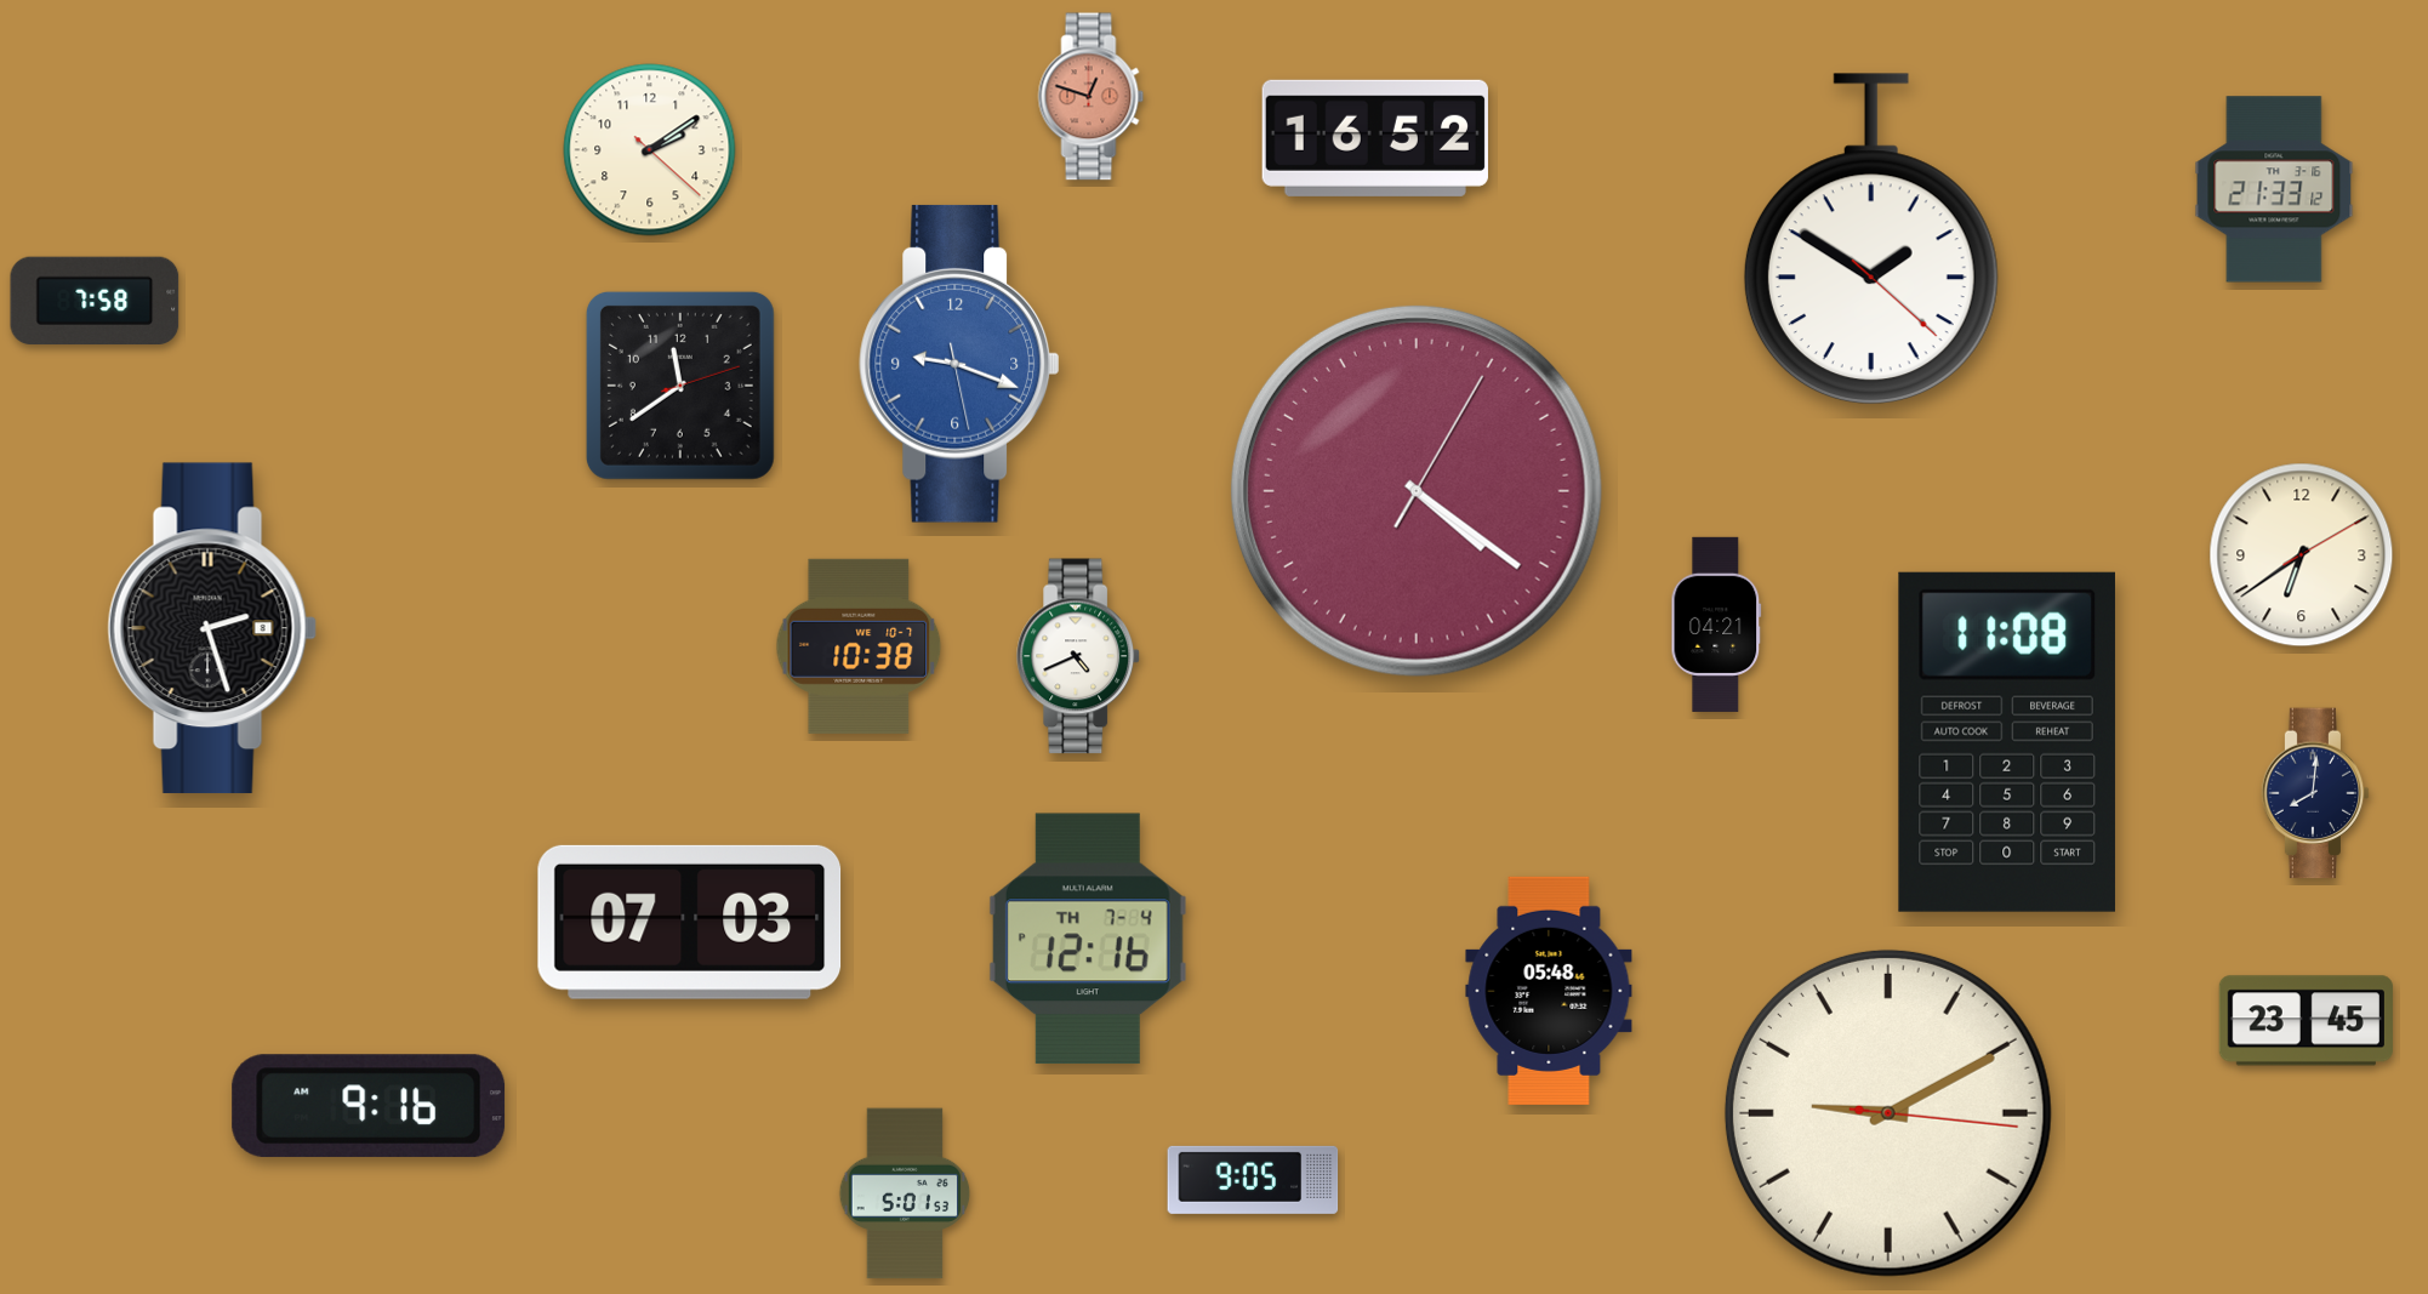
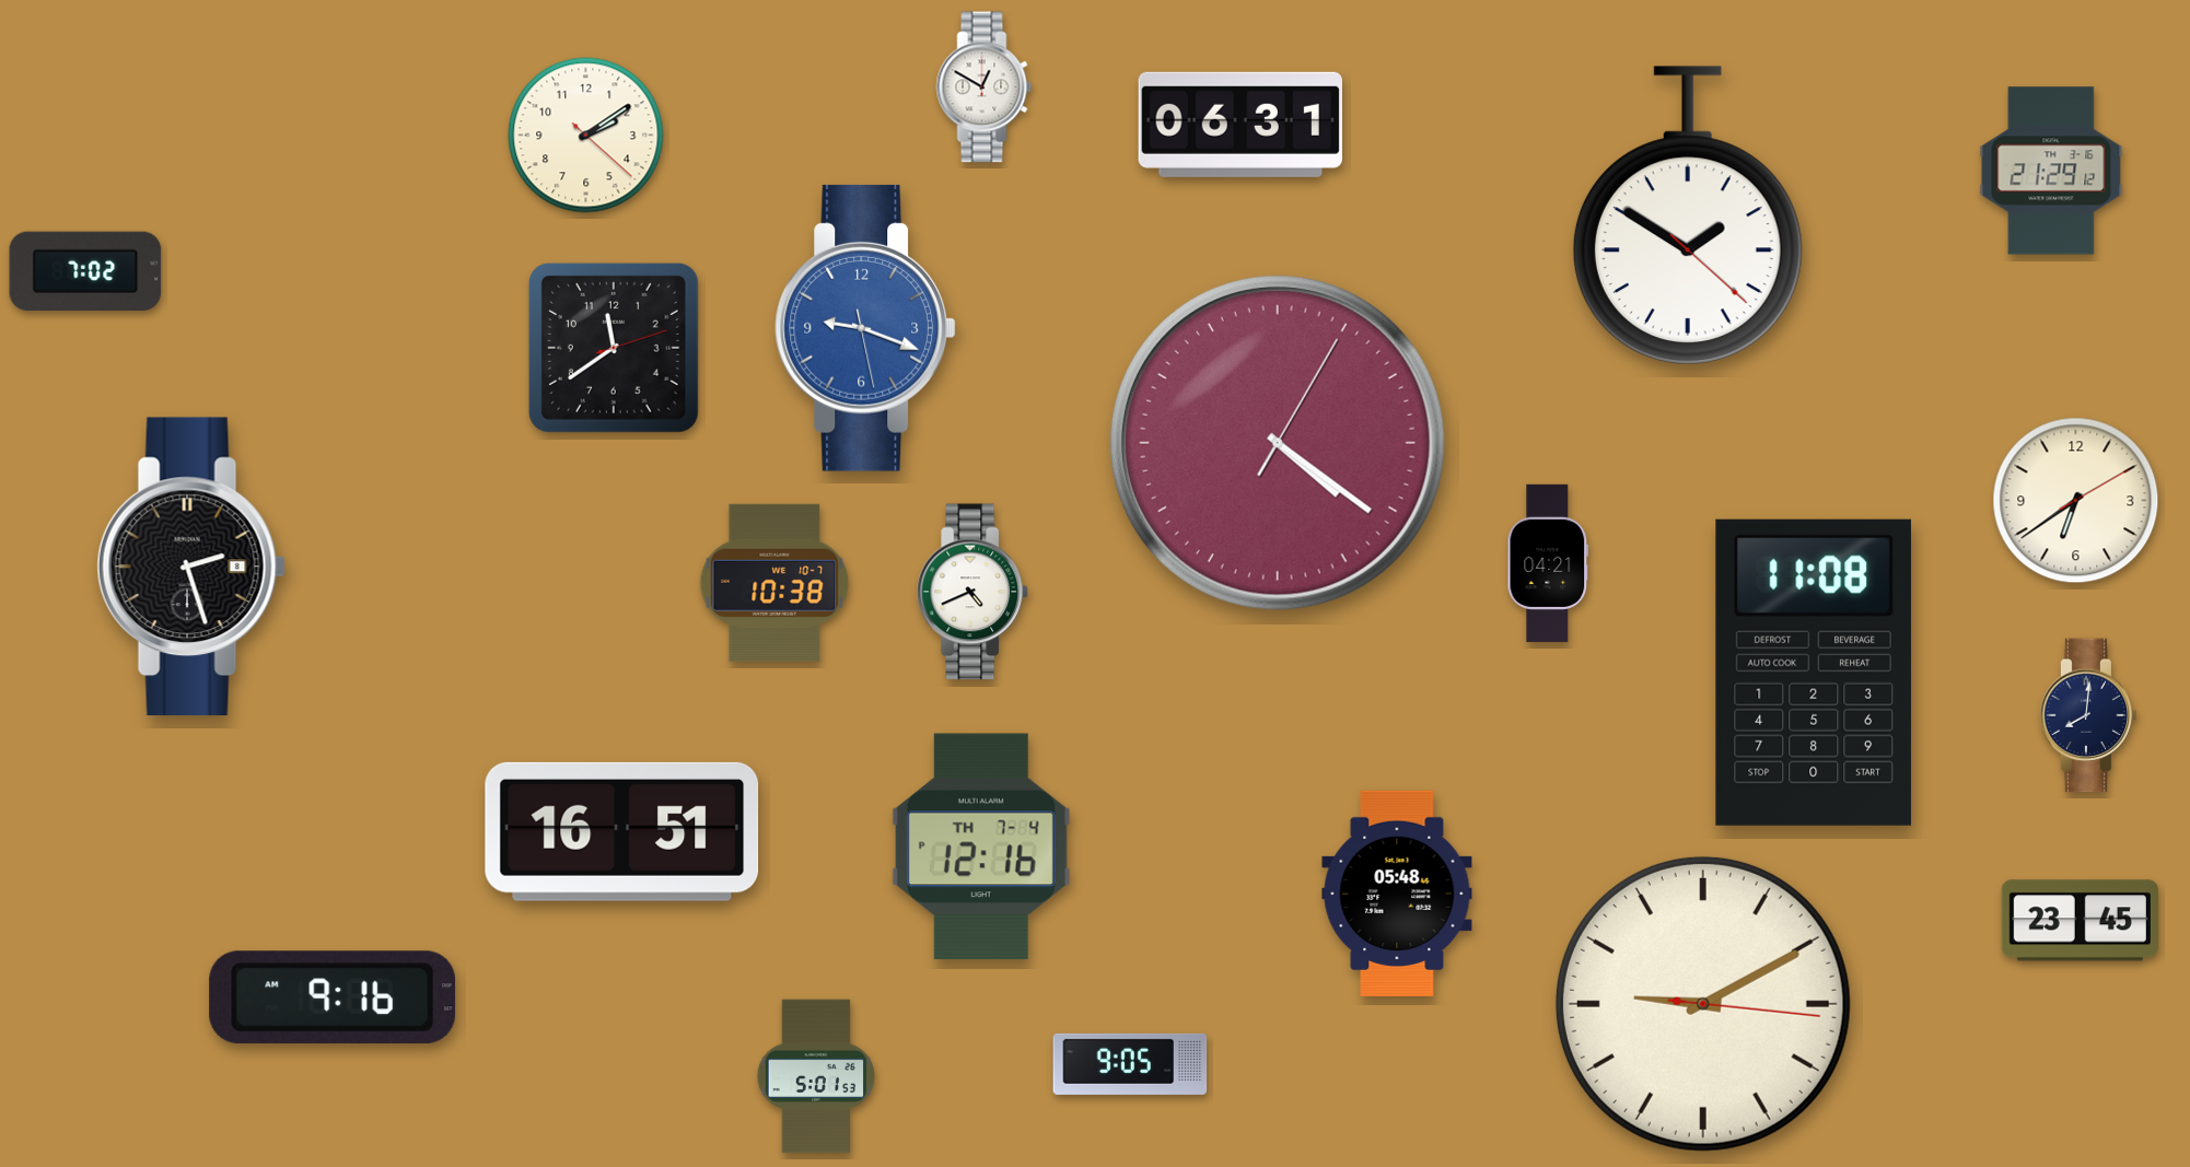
clock at (1092, 97): 12:48 -> 12:50
clock at (1092, 97) dial: salmon -> white
clock at (1375, 138): 16:52 -> 06:31
clock at (2274, 189): 21:33 -> 21:29
clock at (95, 300): 7:58 -> 7:02
clock at (2007, 742) position: (2007, 742) -> (1814, 673)
clock at (690, 922): 07:03 -> 16:51
